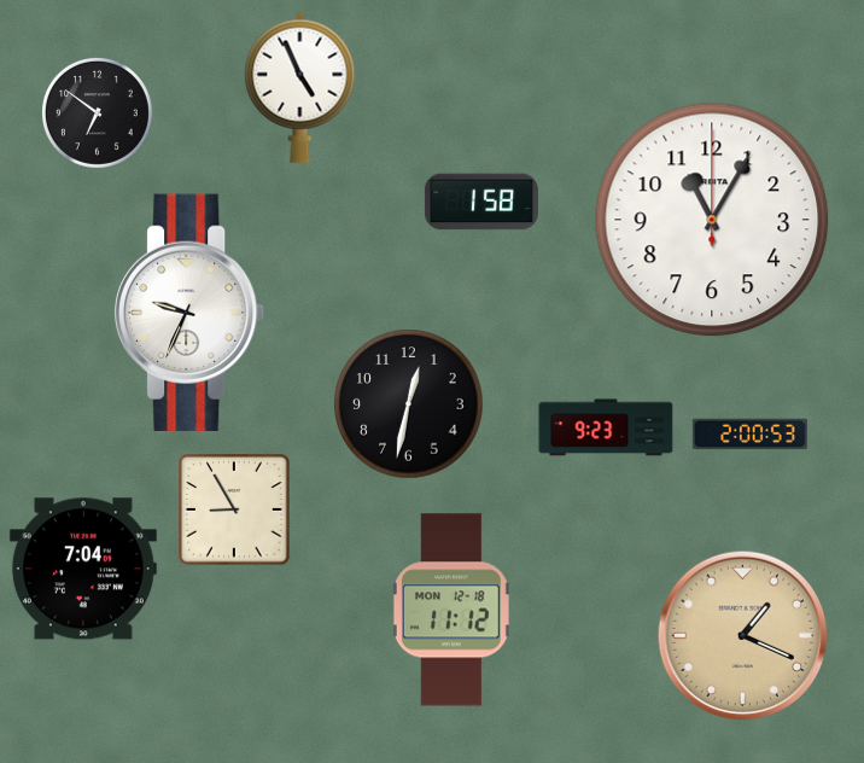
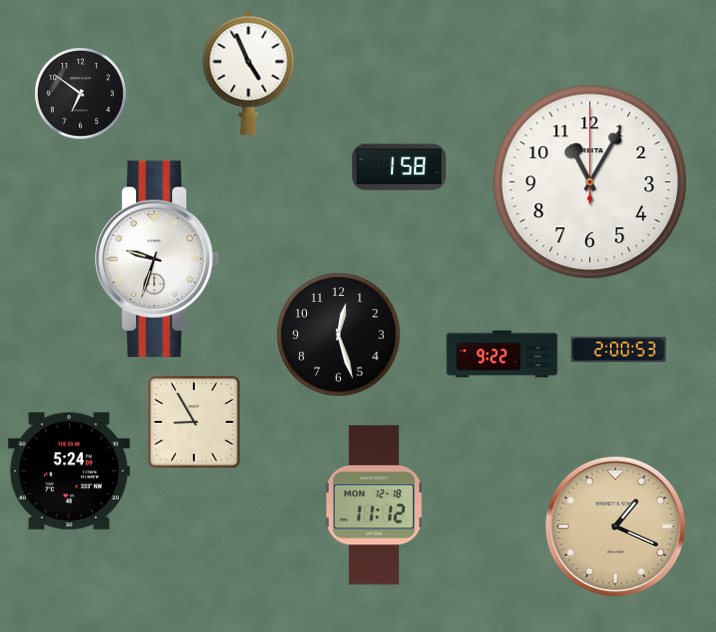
clock at (191, 311): 9:34 -> 9:33
clock at (409, 404): 12:32 -> 12:27
clock at (606, 427): 9:23 -> 9:22
clock at (749, 435) position: (749, 435) -> (618, 350)
clock at (83, 569): 7:04 -> 5:24
